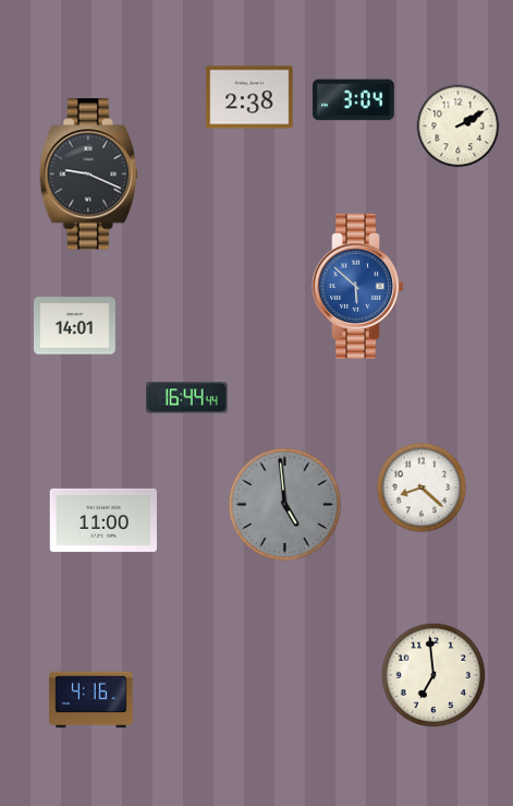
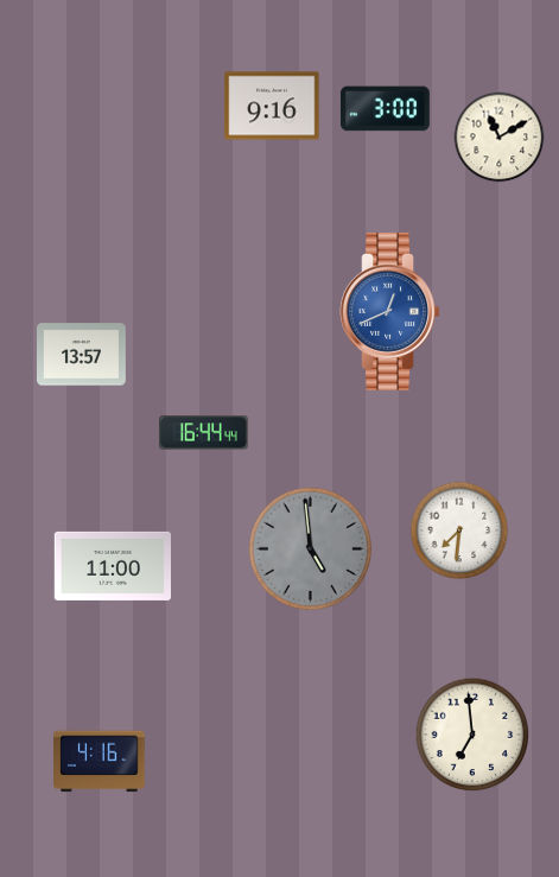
clock at (249, 97): 2:38 -> 9:16
clock at (353, 100): 3:04 -> 3:00
clock at (459, 127): 2:10 -> 11:10
clock at (88, 175): 9:19 -> none
clock at (357, 286): 5:52 -> 12:41
clock at (75, 326): 14:01 -> 13:57
clock at (422, 488): 8:22 -> 7:31
